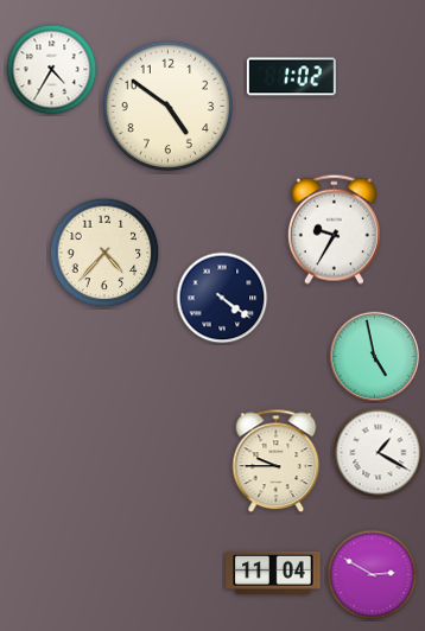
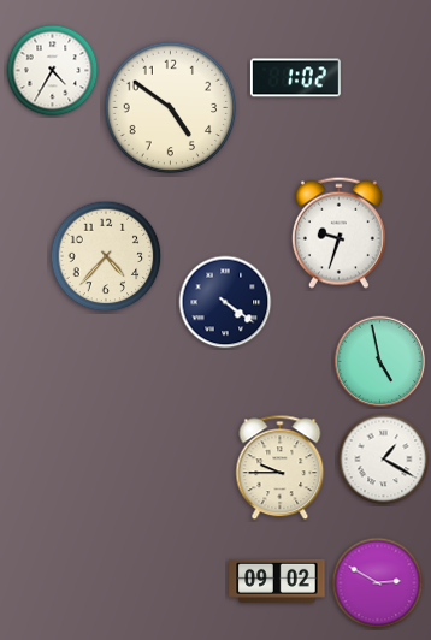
clock at (334, 229): 9:35 -> 9:33
clock at (273, 573): 11:04 -> 09:02
